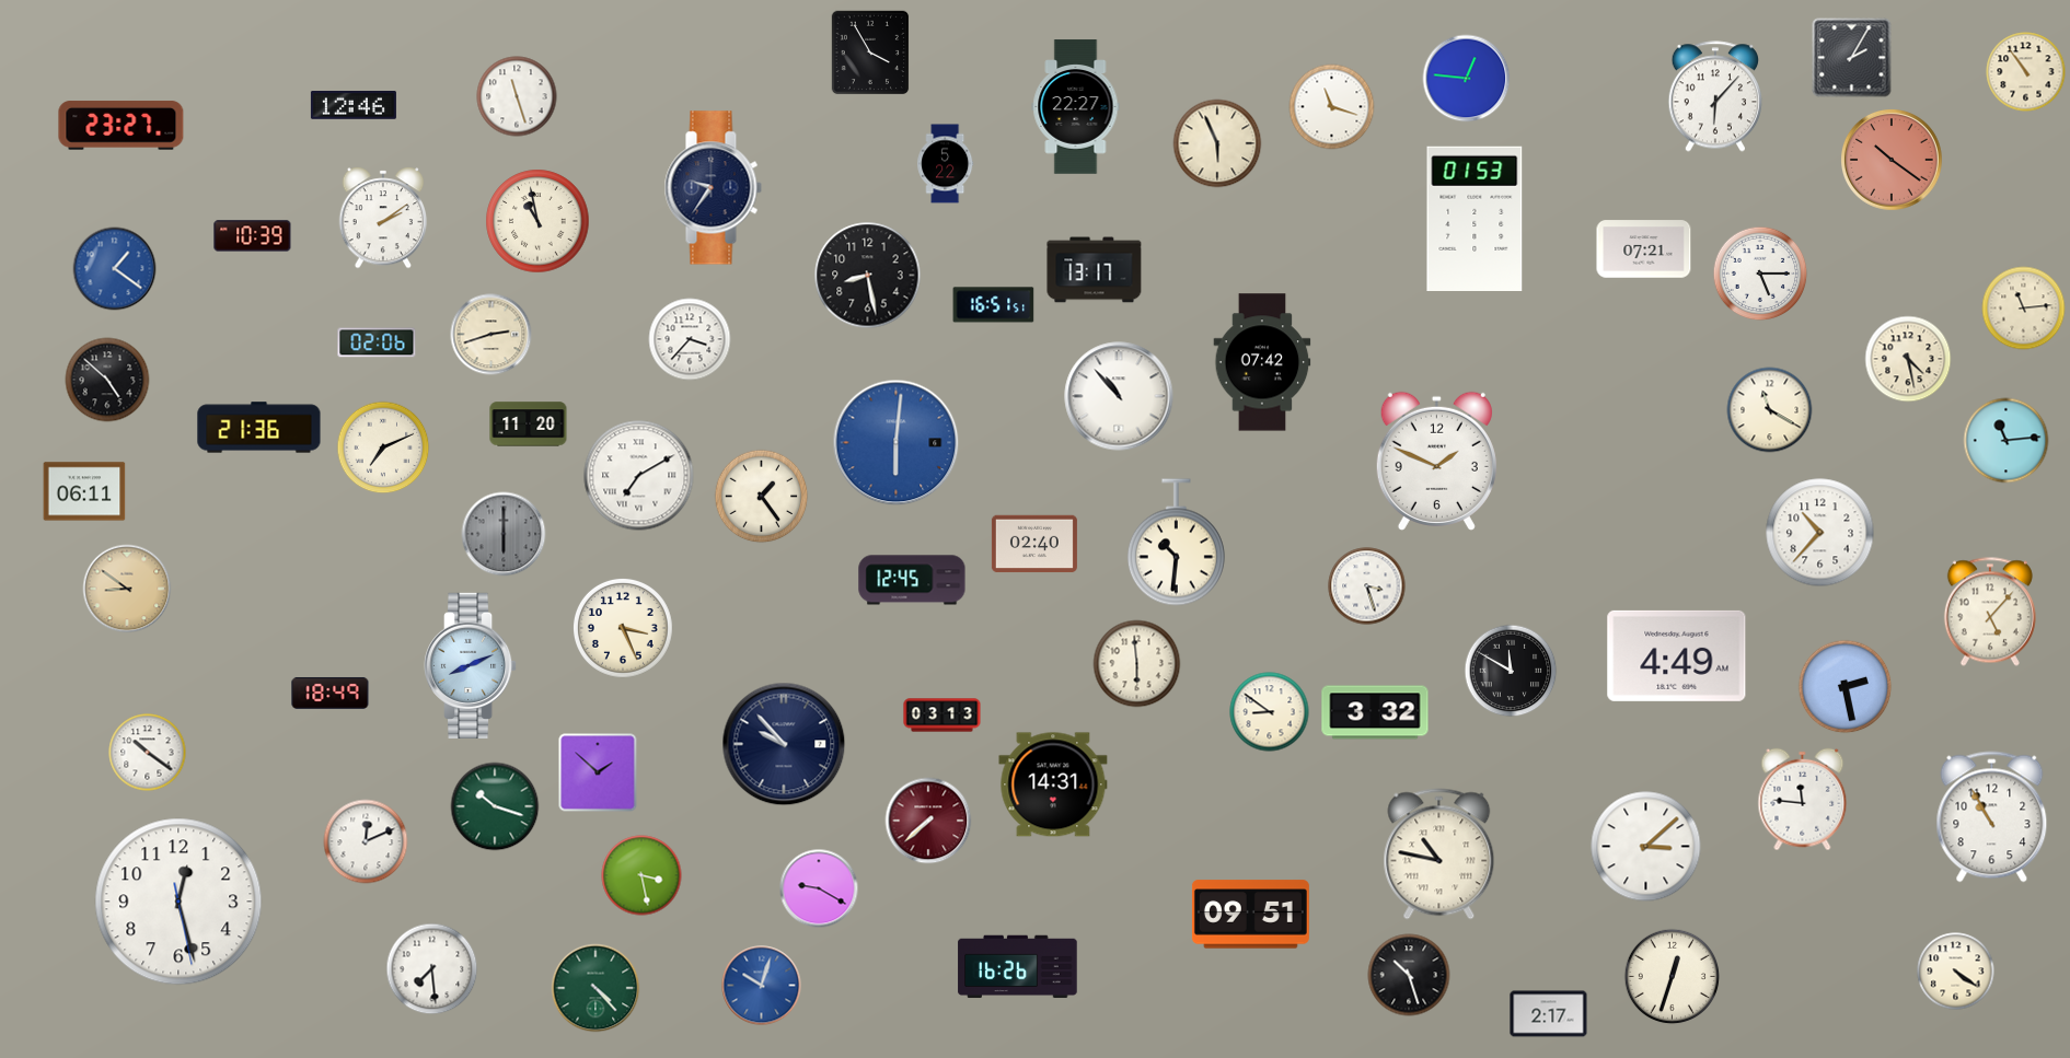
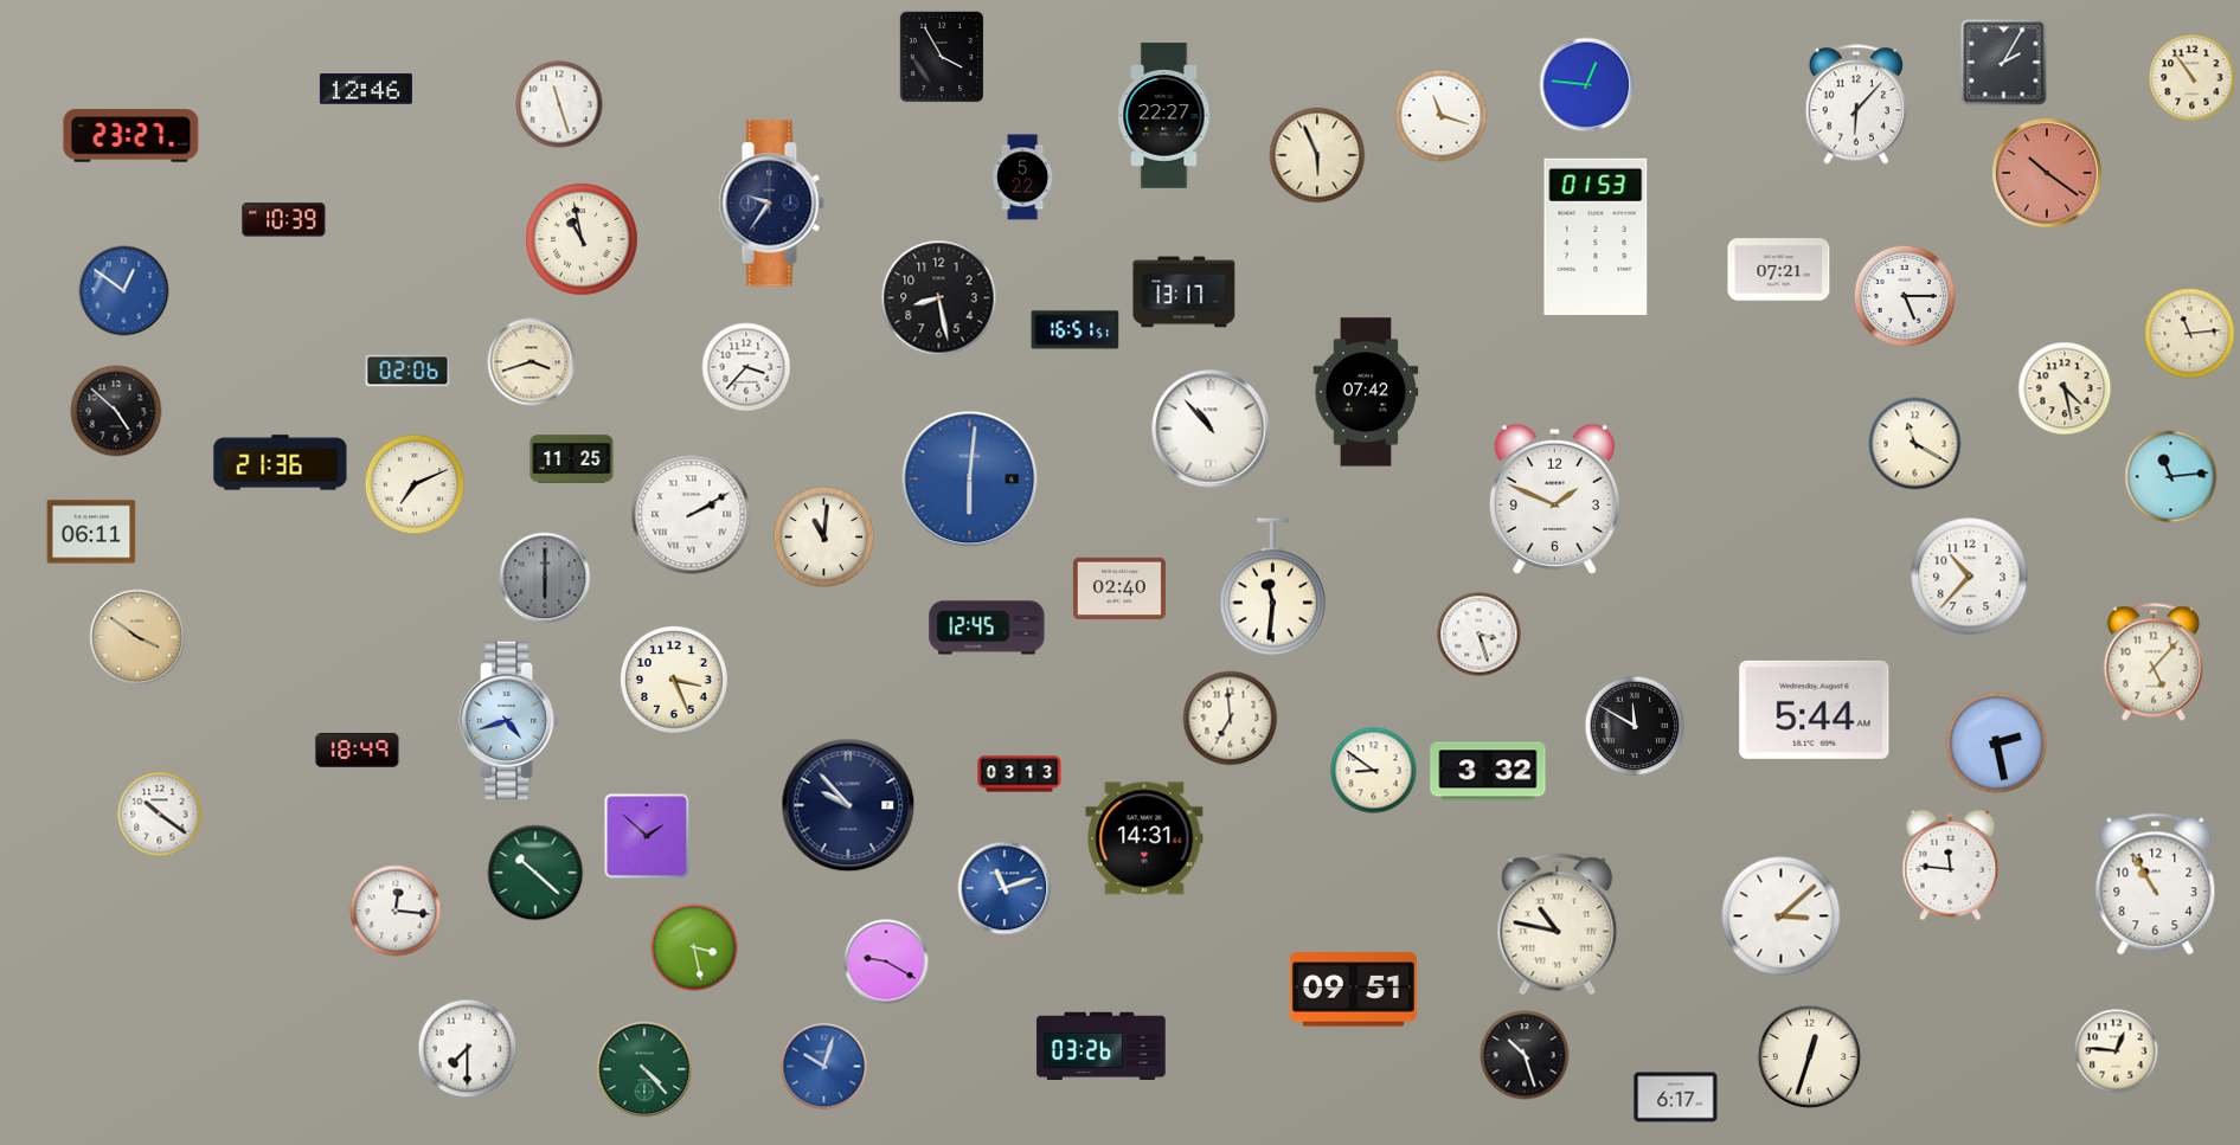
clock at (354, 106) position: (354, 106) -> (366, 90)
clock at (383, 218): 2:09 -> none
clock at (253, 236) position: (253, 236) -> (284, 220)
clock at (115, 269): 1:21 -> 12:51
clock at (492, 335): 2:42 -> 3:42
clock at (529, 425): 11:20 -> 11:25
clock at (639, 476): 7:10 -> 2:10
clock at (762, 497): 1:24 -> 11:01
clock at (1176, 543): 10:31 -> 11:31
clock at (127, 589): 8:51 -> 3:51
clock at (1677, 655): 4:49 -> 5:44
clock at (1137, 664): 5:59 -> 6:59
clock at (471, 665): 8:11 -> 4:42
clock at (1053, 784) position: (1053, 784) -> (1144, 838)
clock at (495, 806): 10:18 -> 10:22
clock at (928, 821): 7:38 -> 11:12
clock at (928, 821) dial: burgundy -> blue
clock at (366, 841): 12:11 -> 12:16
clock at (178, 902): 12:27 -> none
clock at (1018, 967): 16:26 -> 03:26
clock at (432, 969): 7:29 -> 7:30
clock at (1956, 972): 4:21 -> 12:46
clock at (1549, 1014): 2:17 -> 6:17
